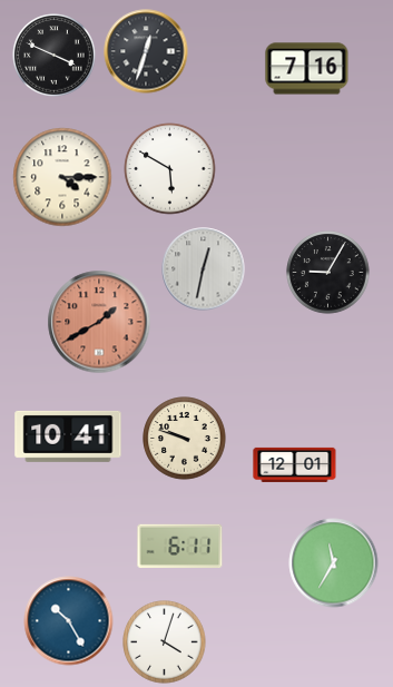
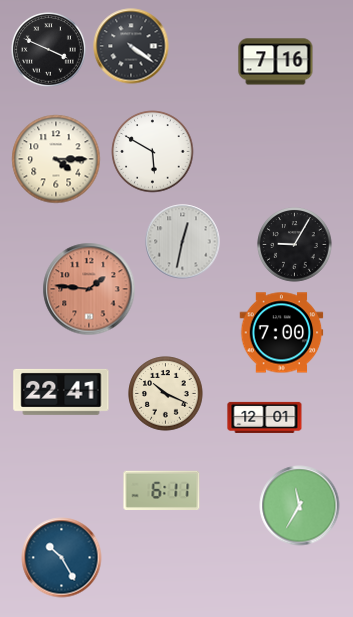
clock at (146, 51): 12:33 -> 4:21
clock at (99, 322): 1:40 -> 1:46
clock at (282, 333): none -> 7:00
clock at (68, 436): 10:41 -> 22:41
clock at (185, 439): 9:48 -> 10:19
clock at (165, 642): 4:03 -> none
